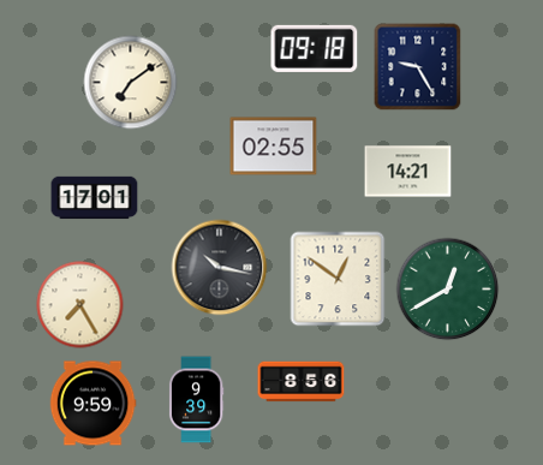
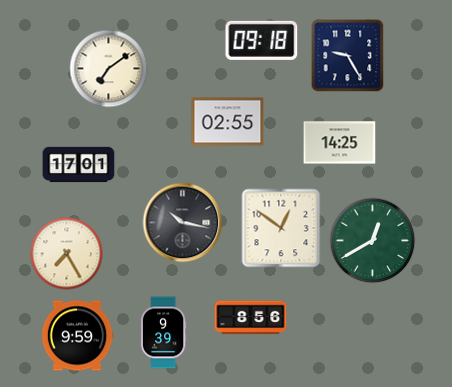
clock at (408, 172): 14:21 -> 14:25
clock at (338, 279) position: (338, 279) -> (281, 228)
